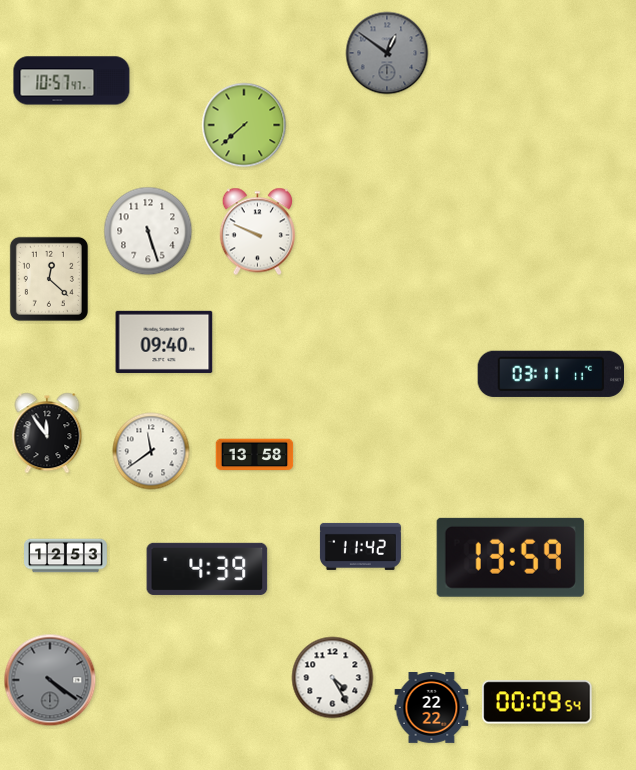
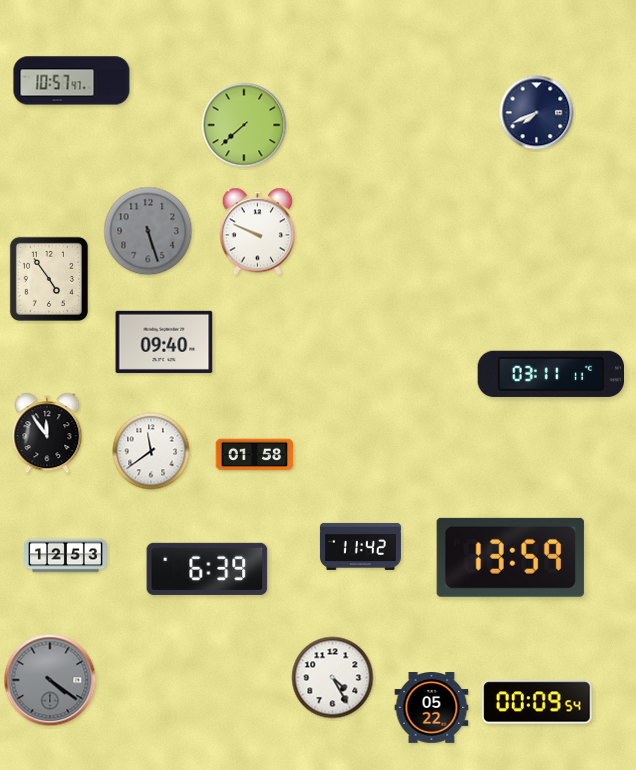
clock at (387, 53): 12:51 -> none
clock at (537, 113): none -> 7:41
clock at (148, 231) dial: white -> grey
clock at (49, 279): 12:22 -> 4:54
clock at (255, 455): 13:58 -> 01:58
clock at (207, 569): 4:39 -> 6:39
clock at (432, 708): 22:22 -> 05:22
